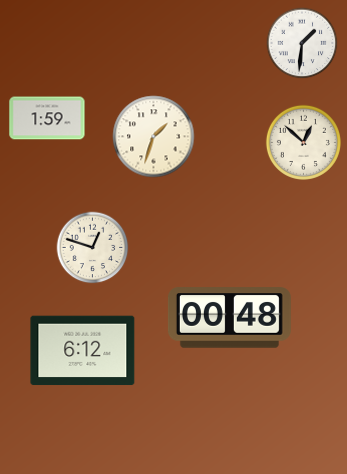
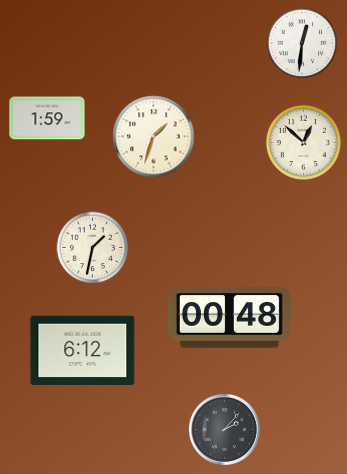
clock at (302, 43): 1:31 -> 12:31
clock at (93, 248): 12:48 -> 1:32
clock at (224, 429): none -> 2:07
